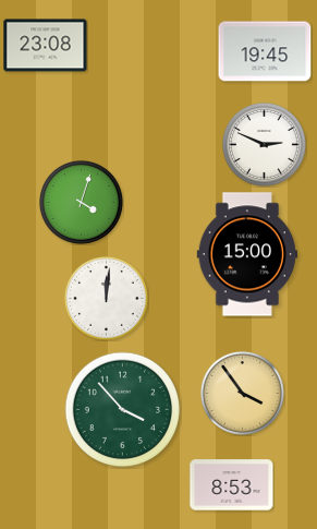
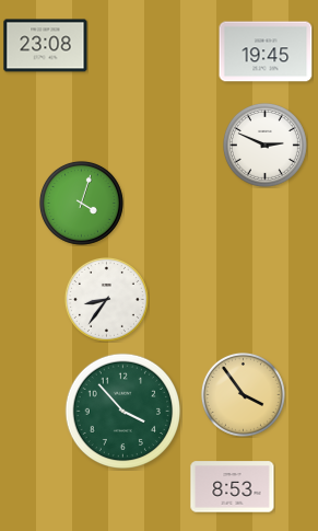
clock at (246, 254): 15:00 -> none
clock at (106, 298): 12:01 -> 8:36
